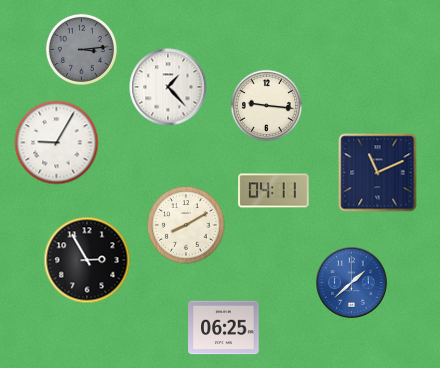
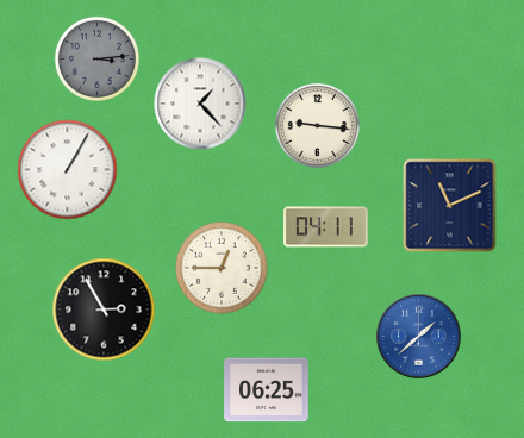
clock at (57, 143): 9:05 -> 1:05
clock at (186, 225): 8:10 -> 12:45
